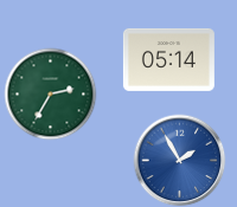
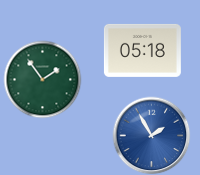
clock at (168, 59): 05:14 -> 05:18
clock at (50, 93): 2:35 -> 1:54
